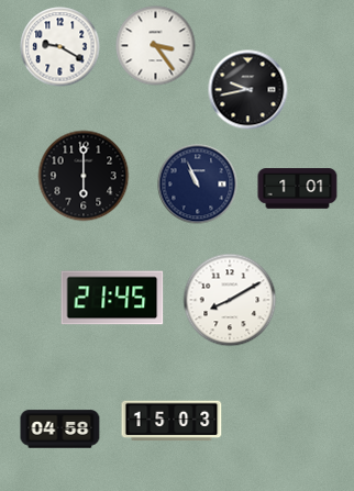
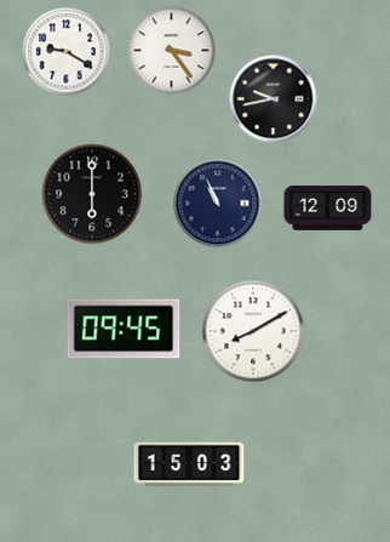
clock at (298, 189): 1:01 -> 12:09
clock at (112, 298): 21:45 -> 09:45
clock at (60, 429): 04:58 -> none
